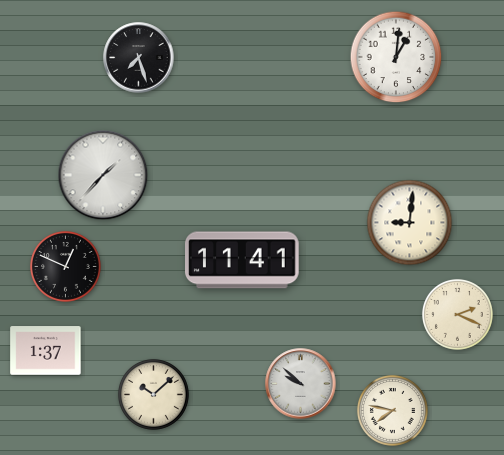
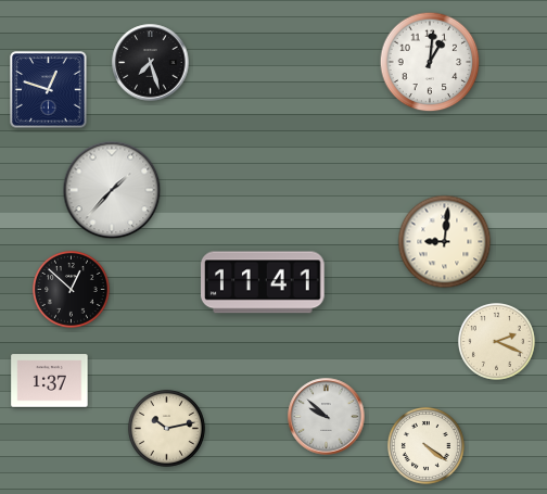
clock at (49, 90): none -> 12:48
clock at (65, 266): 12:49 -> 12:52
clock at (153, 394): 10:08 -> 10:13
clock at (392, 410): 7:47 -> 4:21
